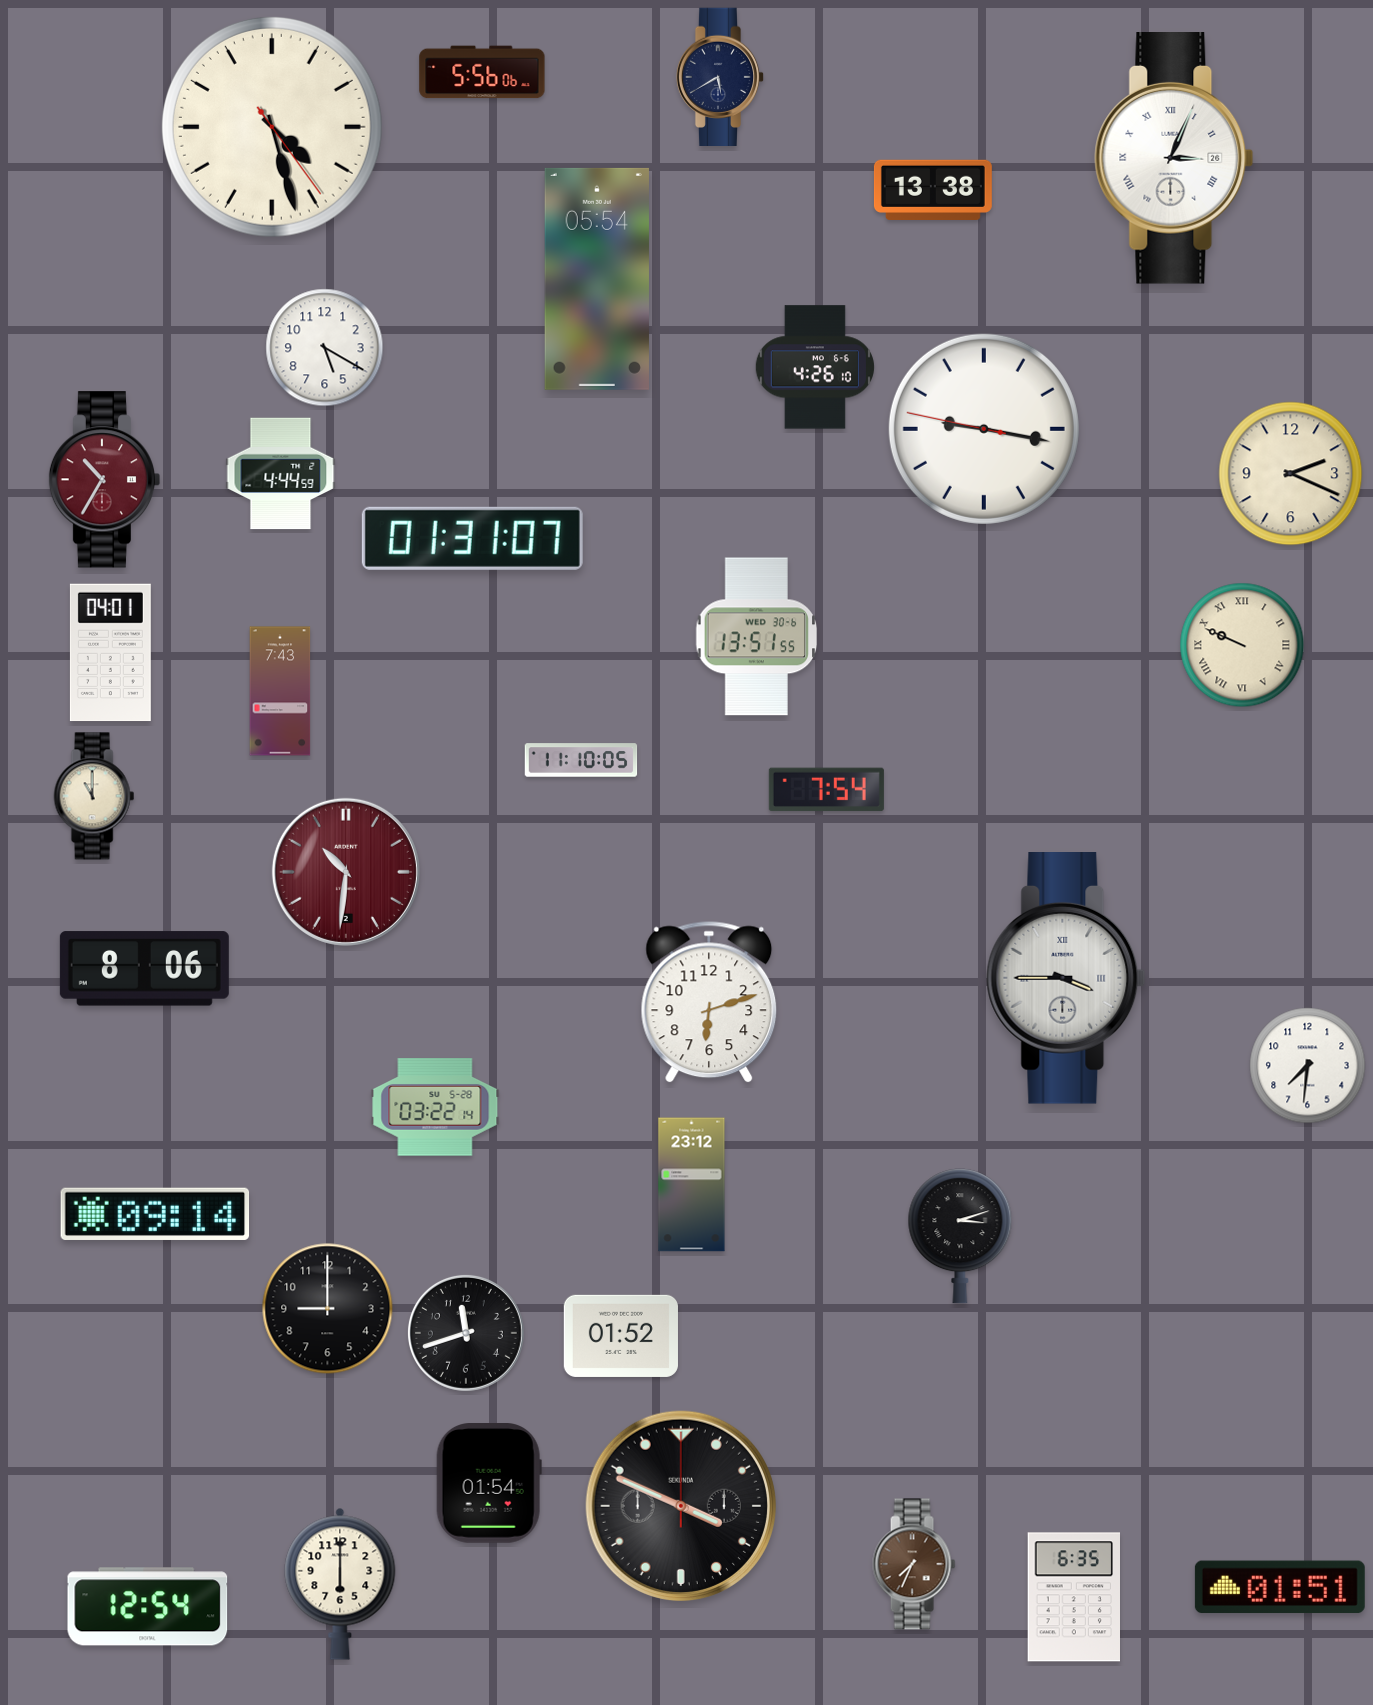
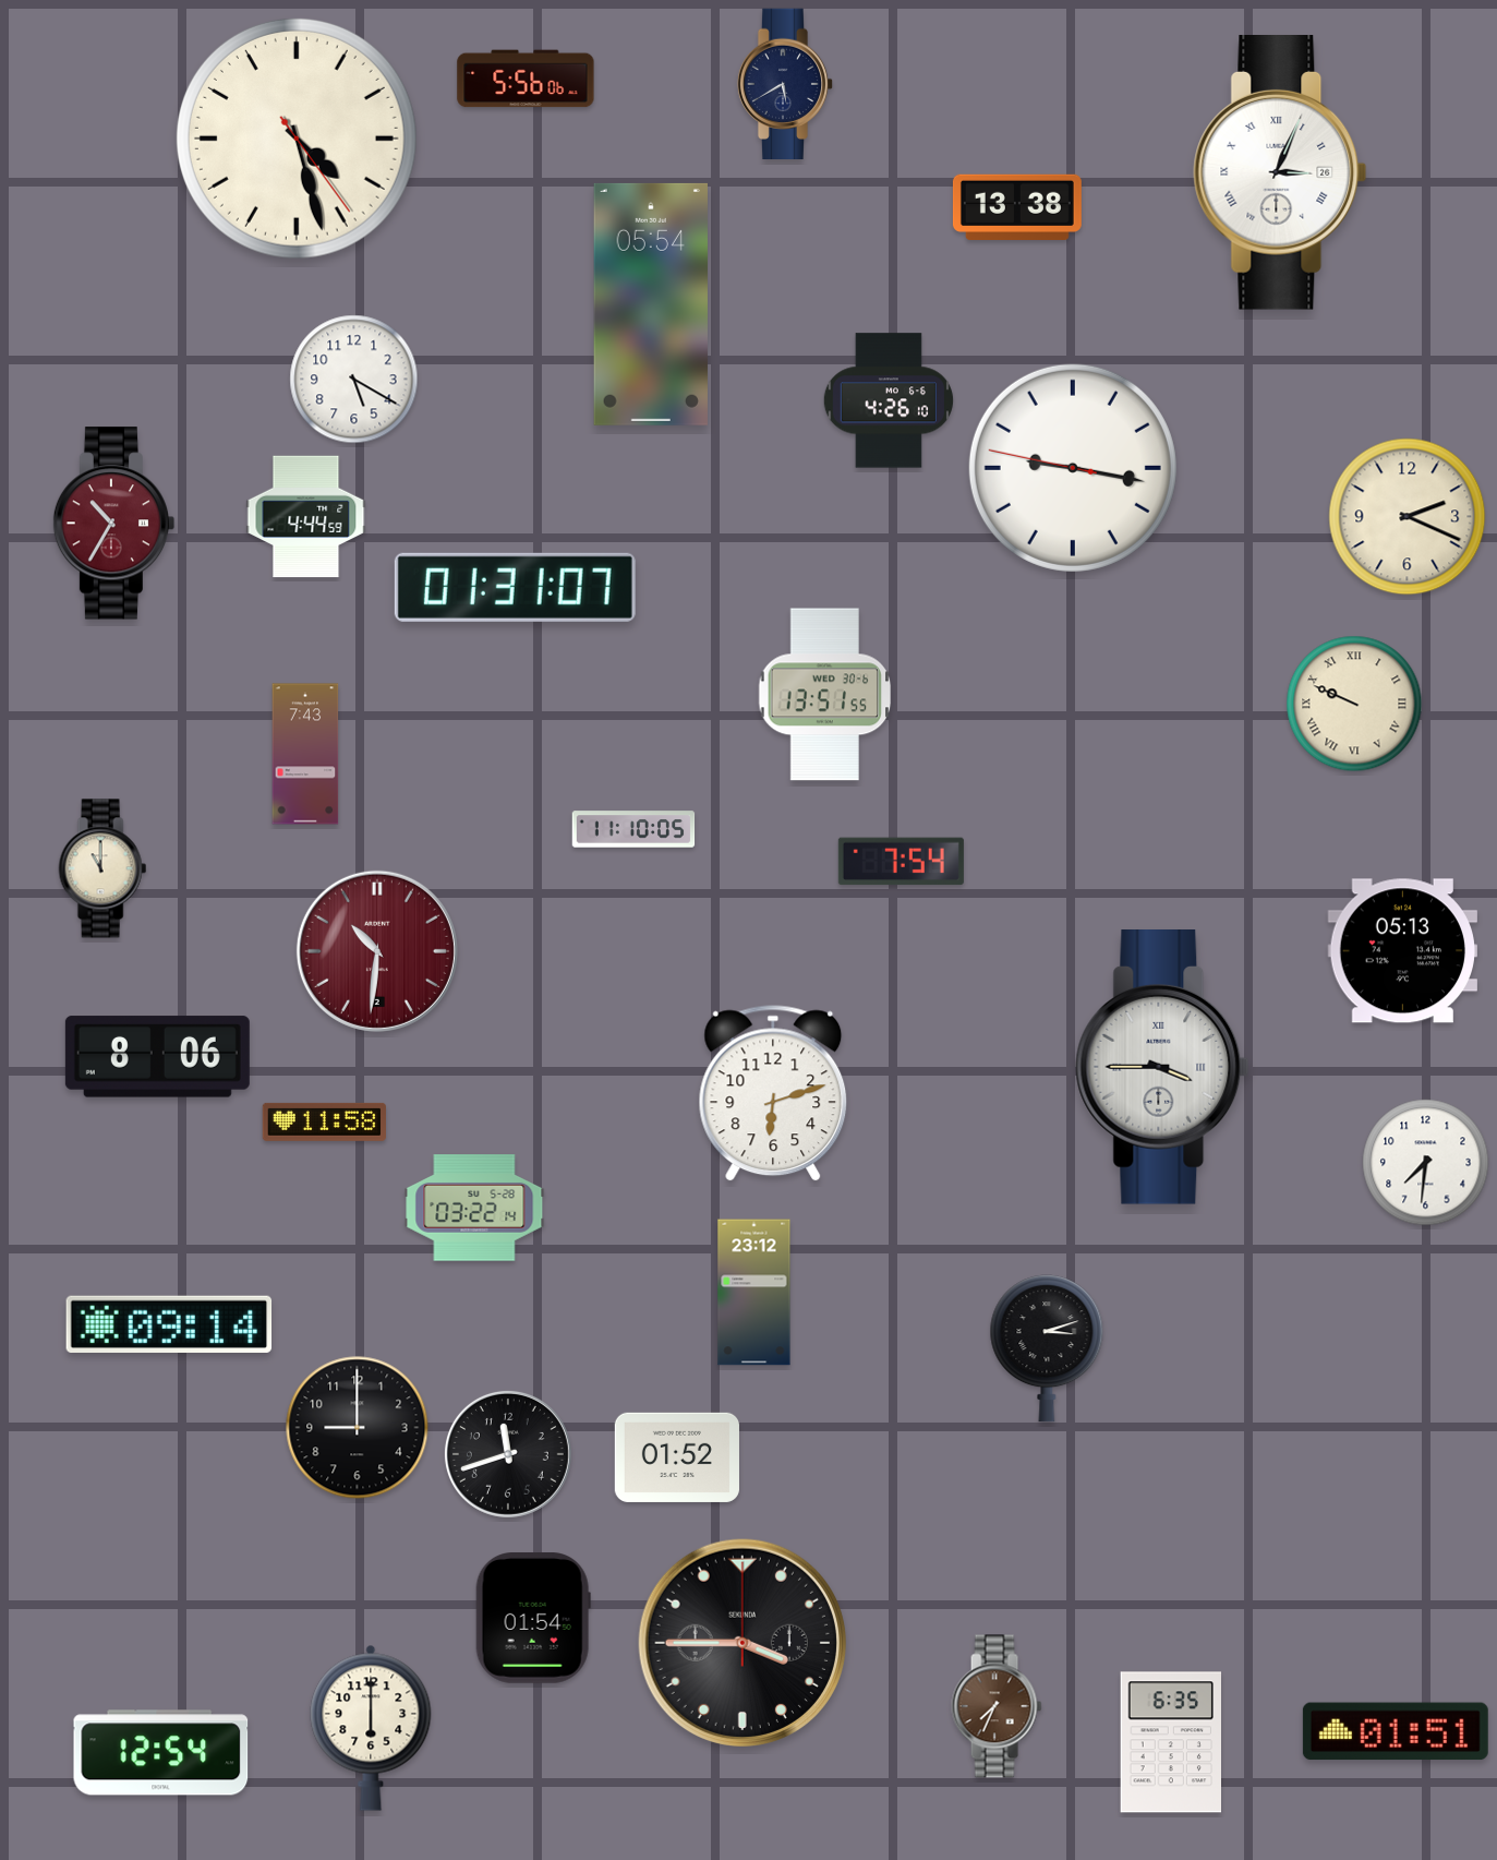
clock at (110, 653): 04:01 -> none
clock at (1403, 951): none -> 05:13
clock at (324, 1121): none -> 11:58
clock at (681, 1506): 3:49 -> 3:45
